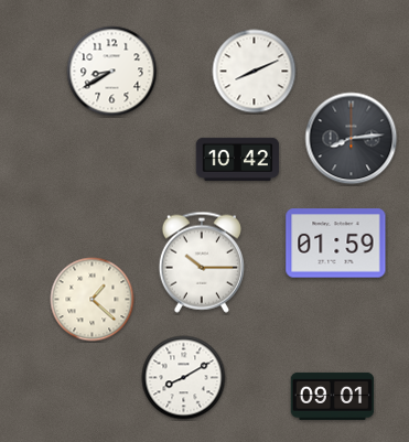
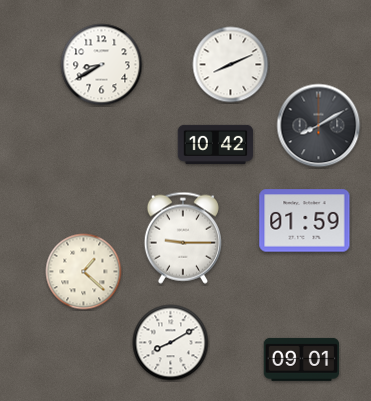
clock at (352, 139): 8:14 -> 8:10
clock at (202, 262): 10:15 -> 9:15
clock at (184, 378) position: (184, 378) -> (171, 343)
